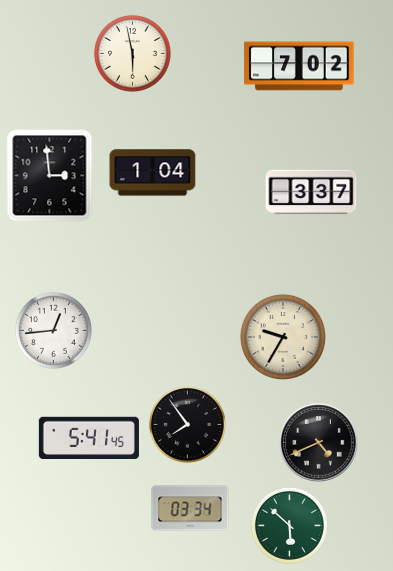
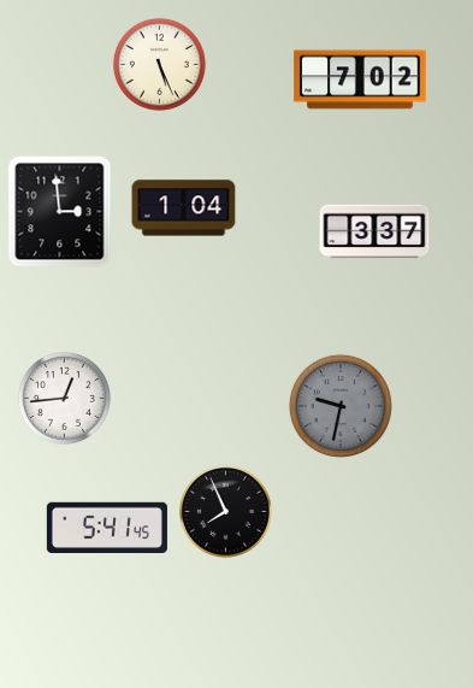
clock at (132, 53): 5:58 -> 5:26
clock at (283, 337): 9:35 -> 9:32
clock at (283, 337) dial: cream -> grey
clock at (187, 424): 7:54 -> 7:56
clock at (319, 443): 4:41 -> none
clock at (190, 508): 03:34 -> none
clock at (289, 525): 5:52 -> none
